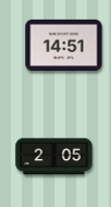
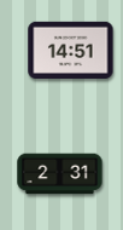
clock at (54, 157): 2:05 -> 2:31
